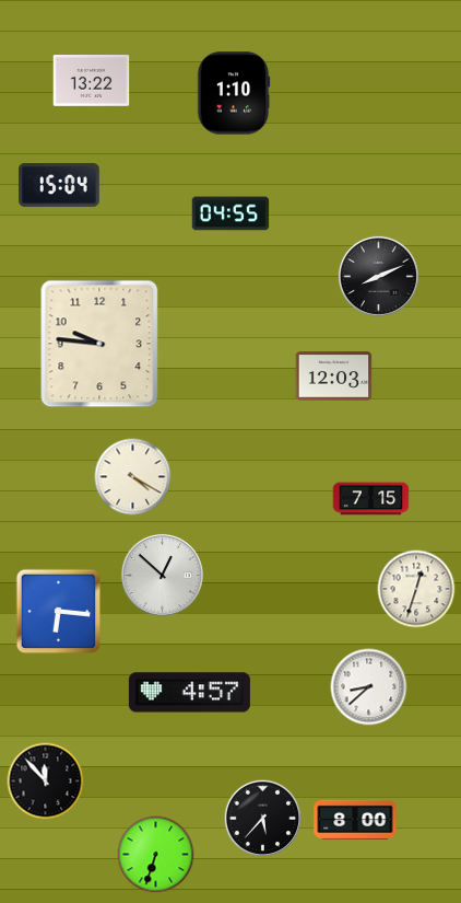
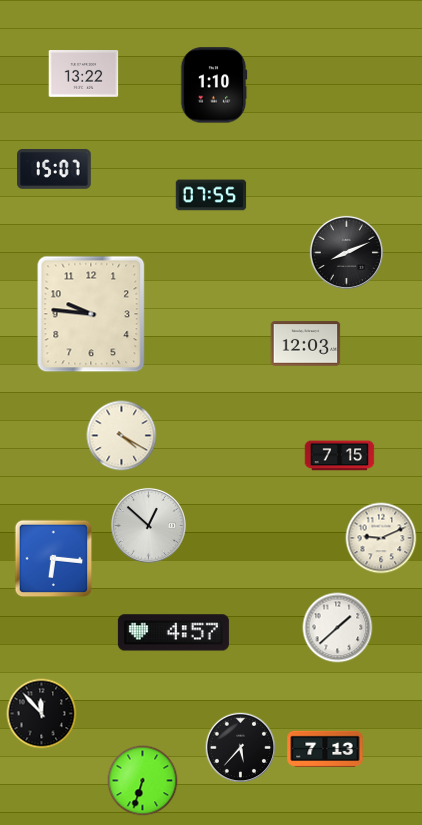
clock at (59, 186): 15:04 -> 15:07
clock at (230, 213): 04:55 -> 07:55
clock at (416, 589): 12:33 -> 9:11
clock at (369, 687): 8:38 -> 1:38
clock at (355, 820): 8:00 -> 7:13
